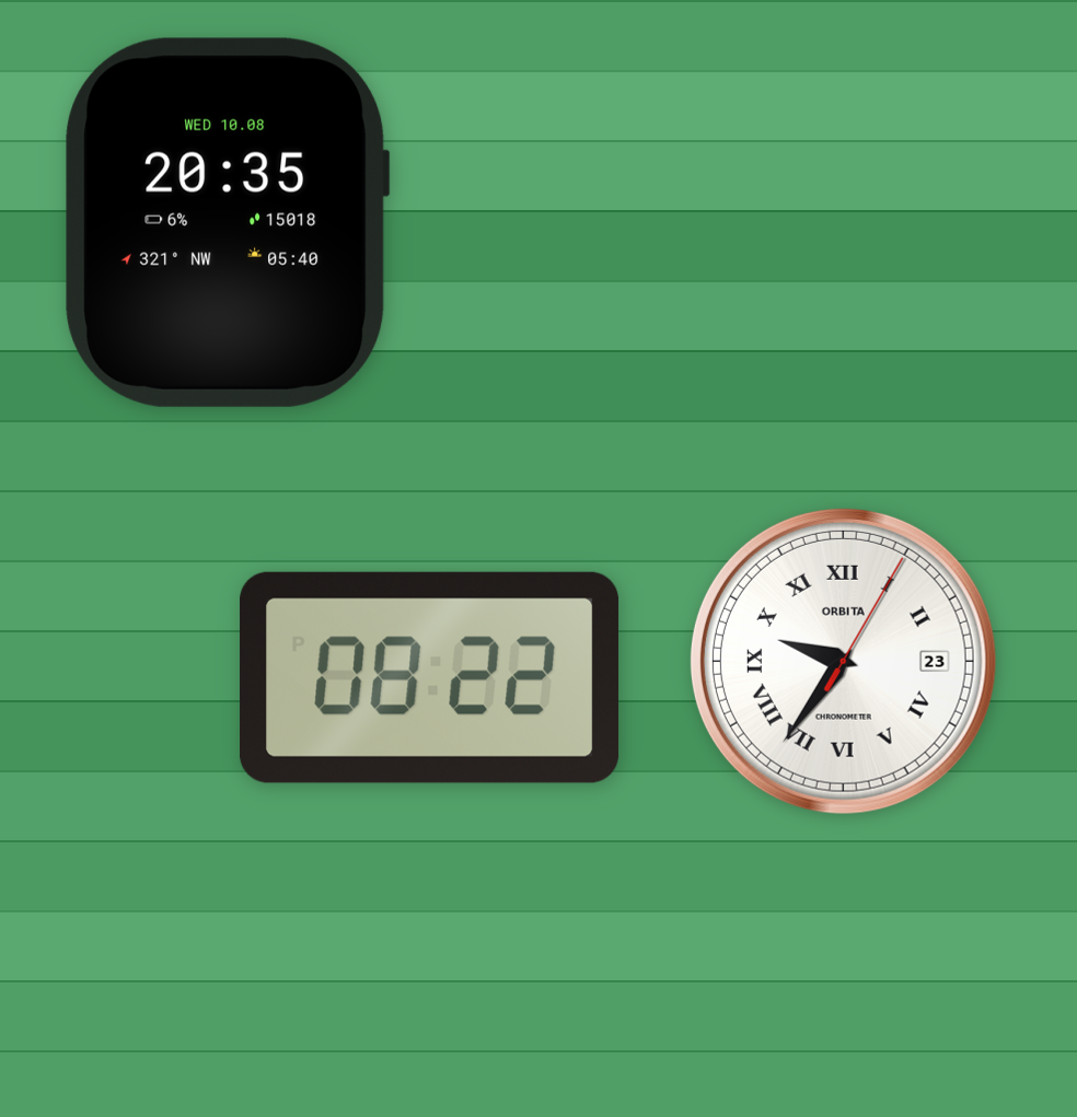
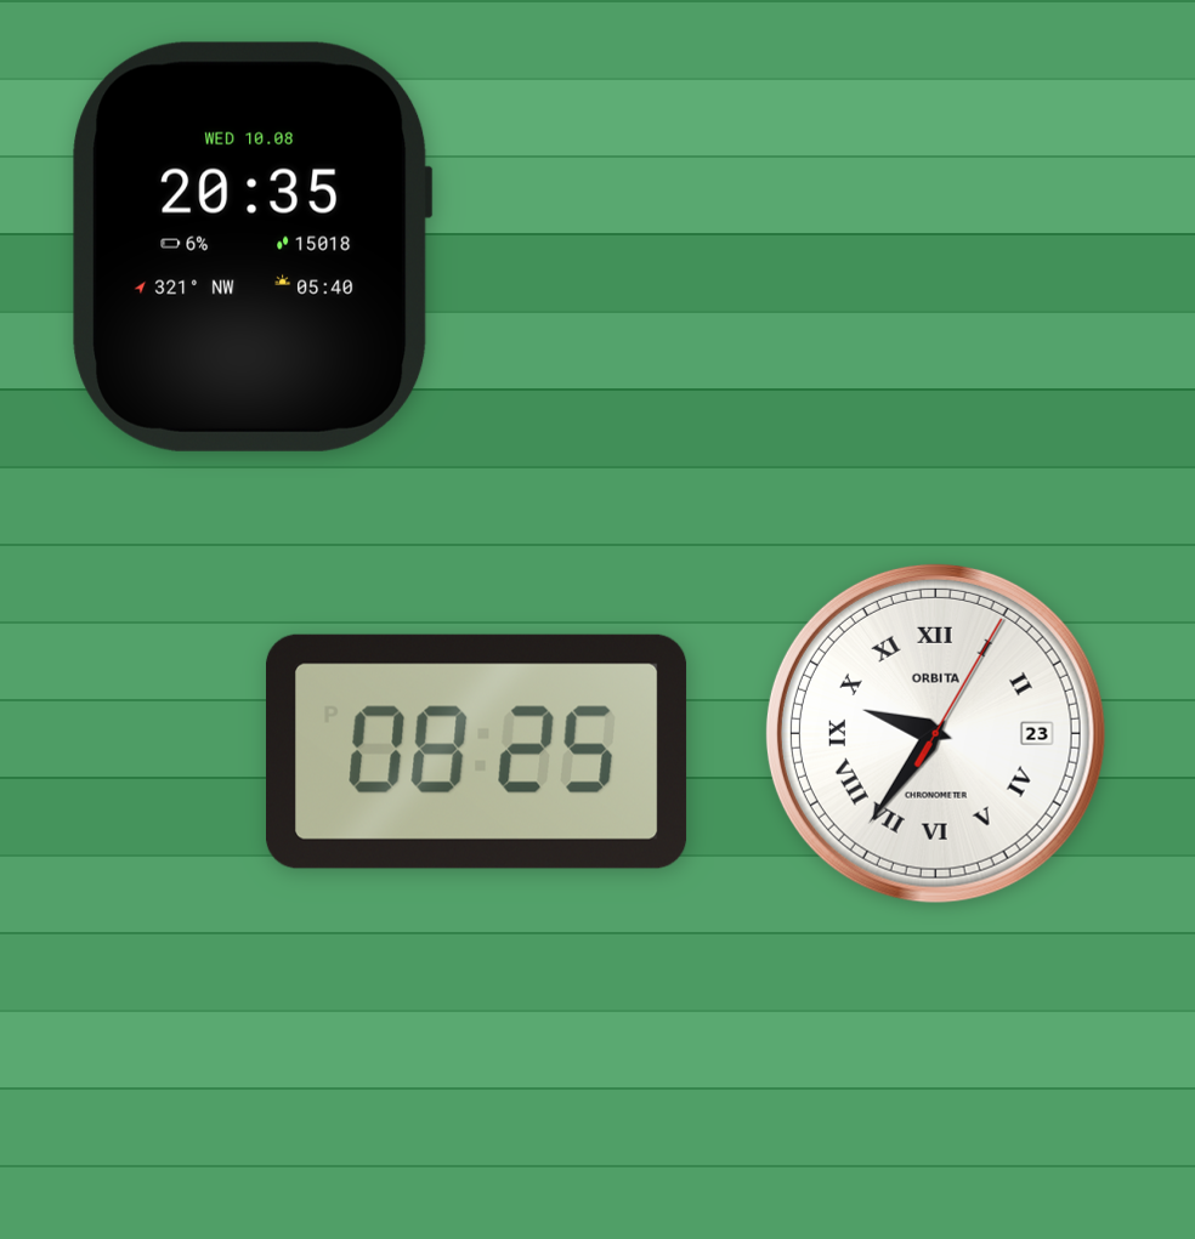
clock at (430, 677): 08:22 -> 08:25
